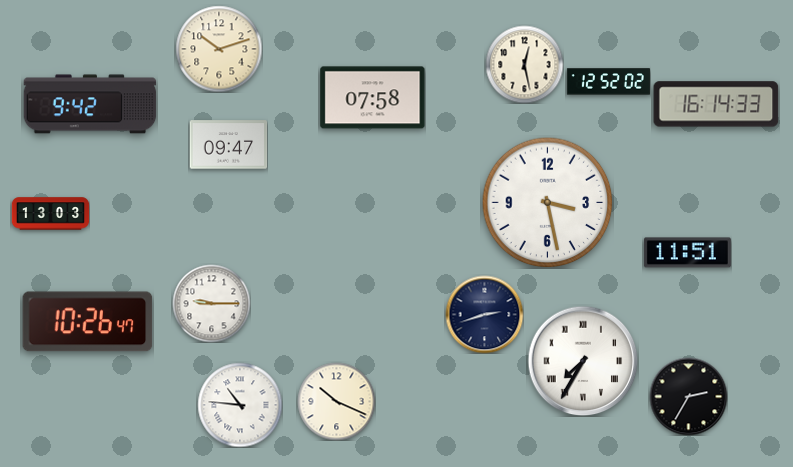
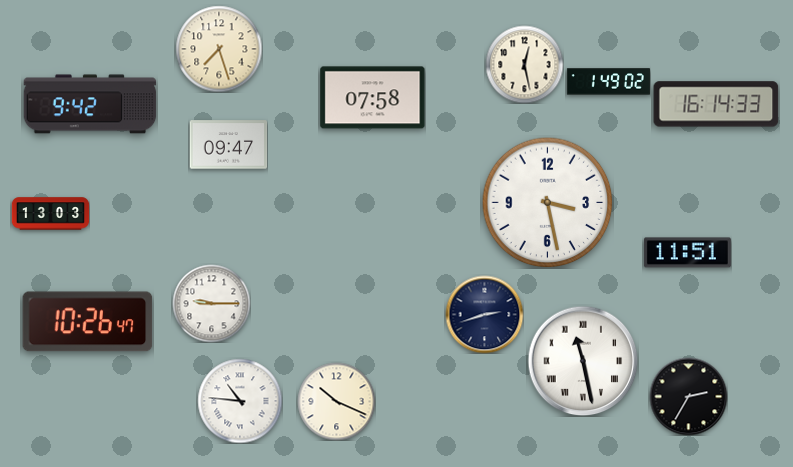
clock at (219, 49): 10:12 -> 7:27
clock at (608, 82): 12:52 -> 1:49
clock at (583, 361): 7:35 -> 11:28
clock at (240, 405) position: (240, 405) -> (240, 401)
